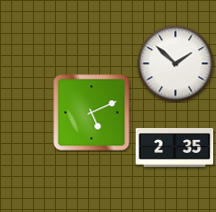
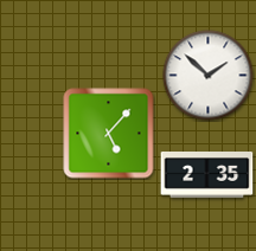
clock at (92, 113): 5:11 -> 5:07
